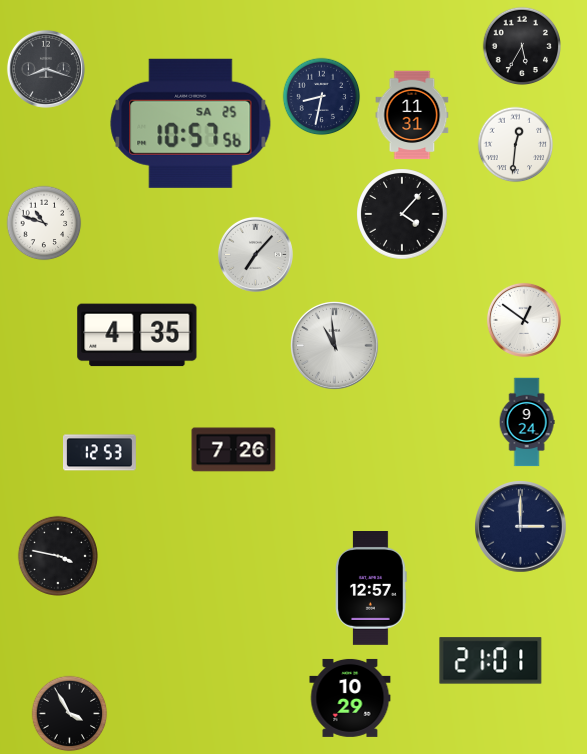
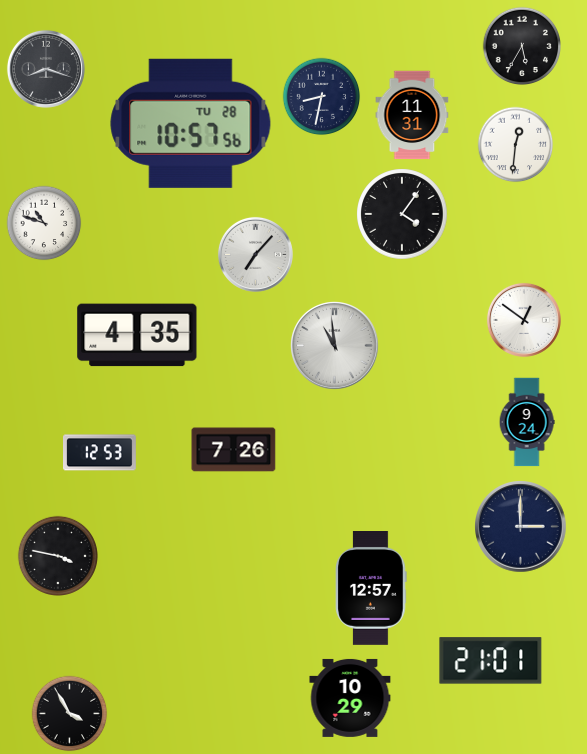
clock at (191, 123) date: SA 25 -> TU 28
clock at (402, 214): 4:07 -> 4:06
